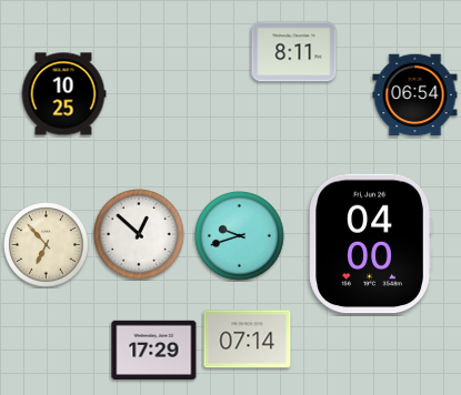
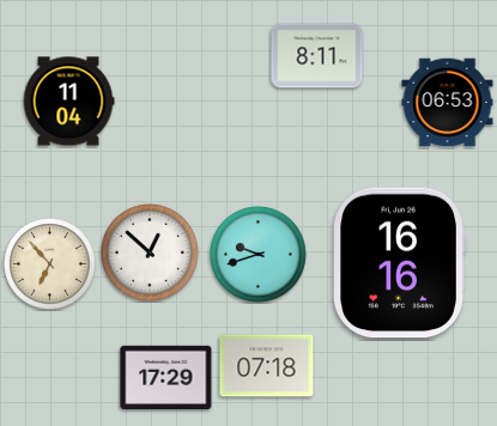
clock at (63, 94): 10:25 -> 11:04
clock at (415, 95): 06:54 -> 06:53
clock at (370, 244): 04:00 -> 16:16
clock at (248, 340): 07:14 -> 07:18
